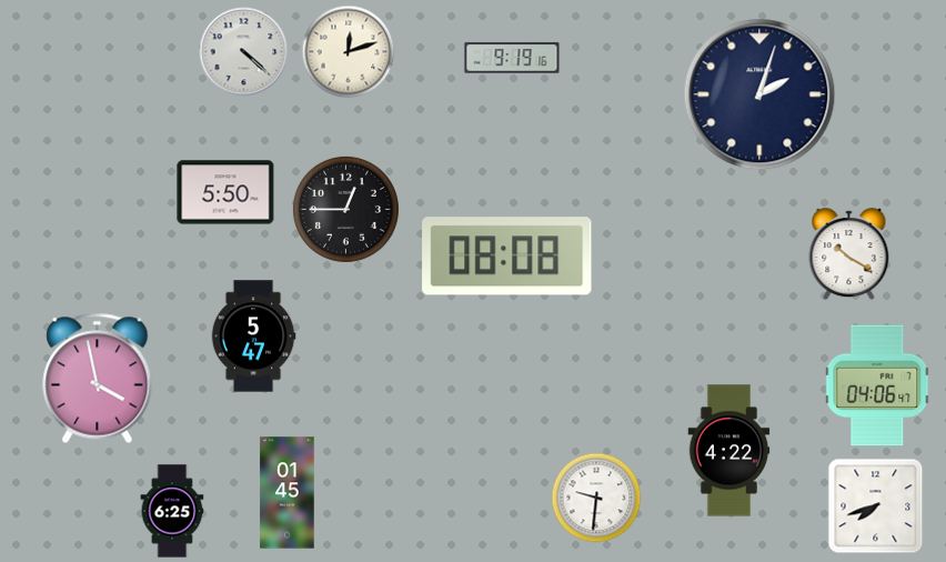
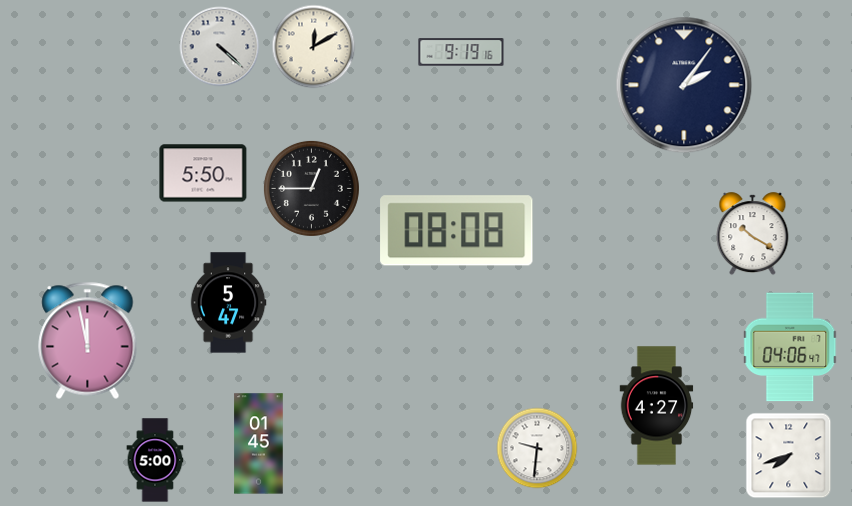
clock at (349, 52): 12:12 -> 12:10
clock at (759, 94): 2:03 -> 2:06
clock at (849, 254) position: (849, 254) -> (753, 234)
clock at (98, 378): 3:58 -> 11:58
clock at (729, 451): 4:22 -> 4:27
clock at (172, 511): 6:25 -> 5:00
